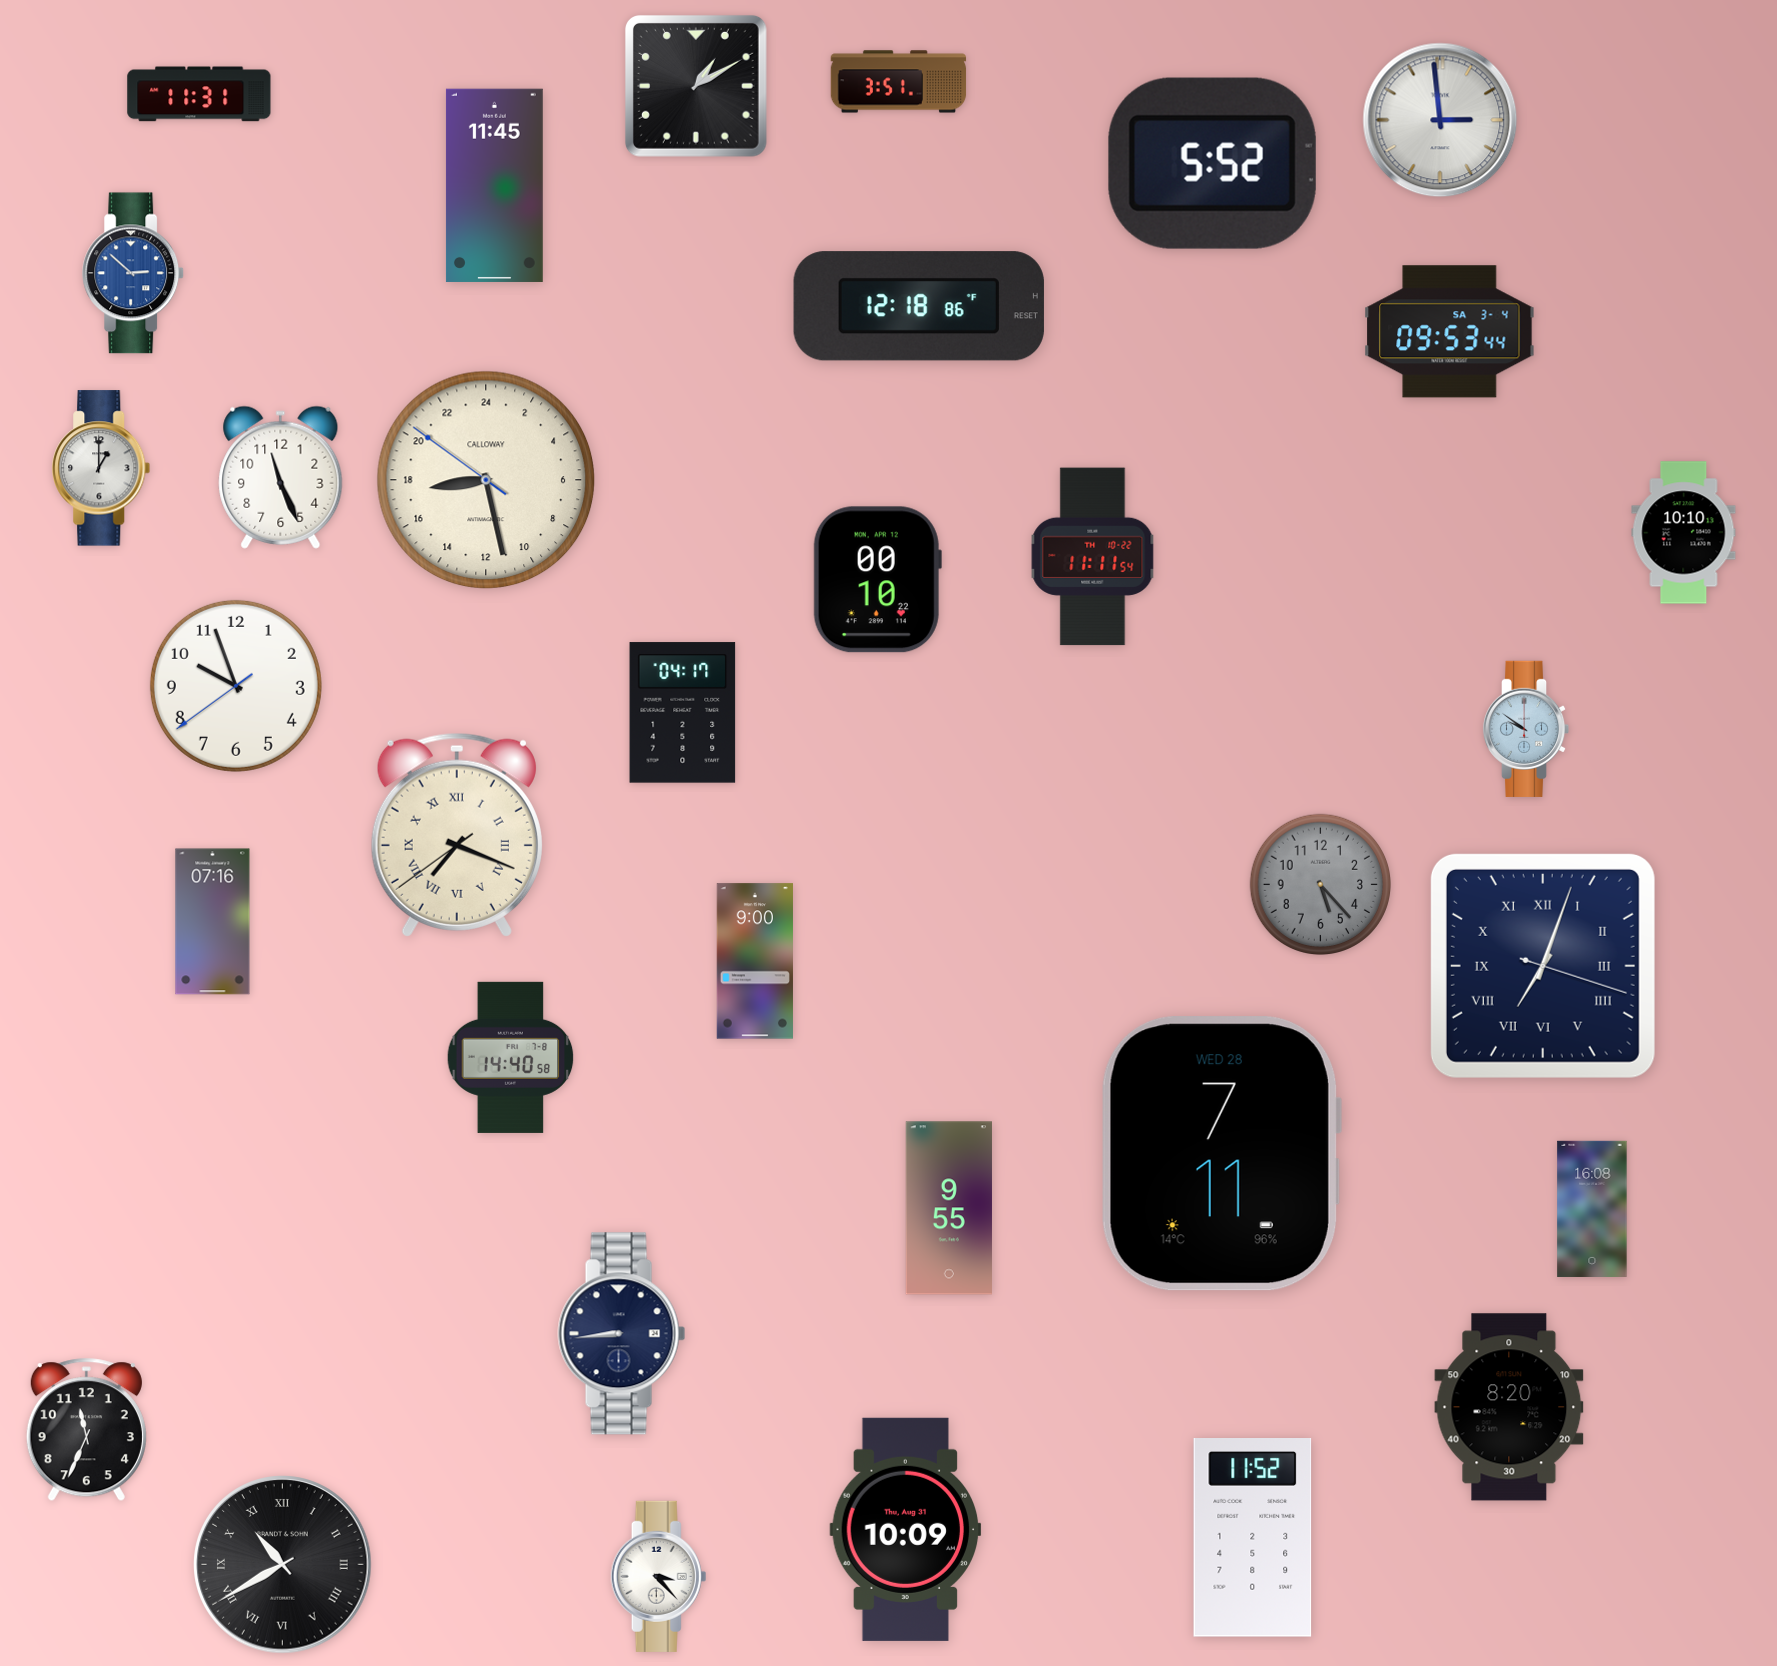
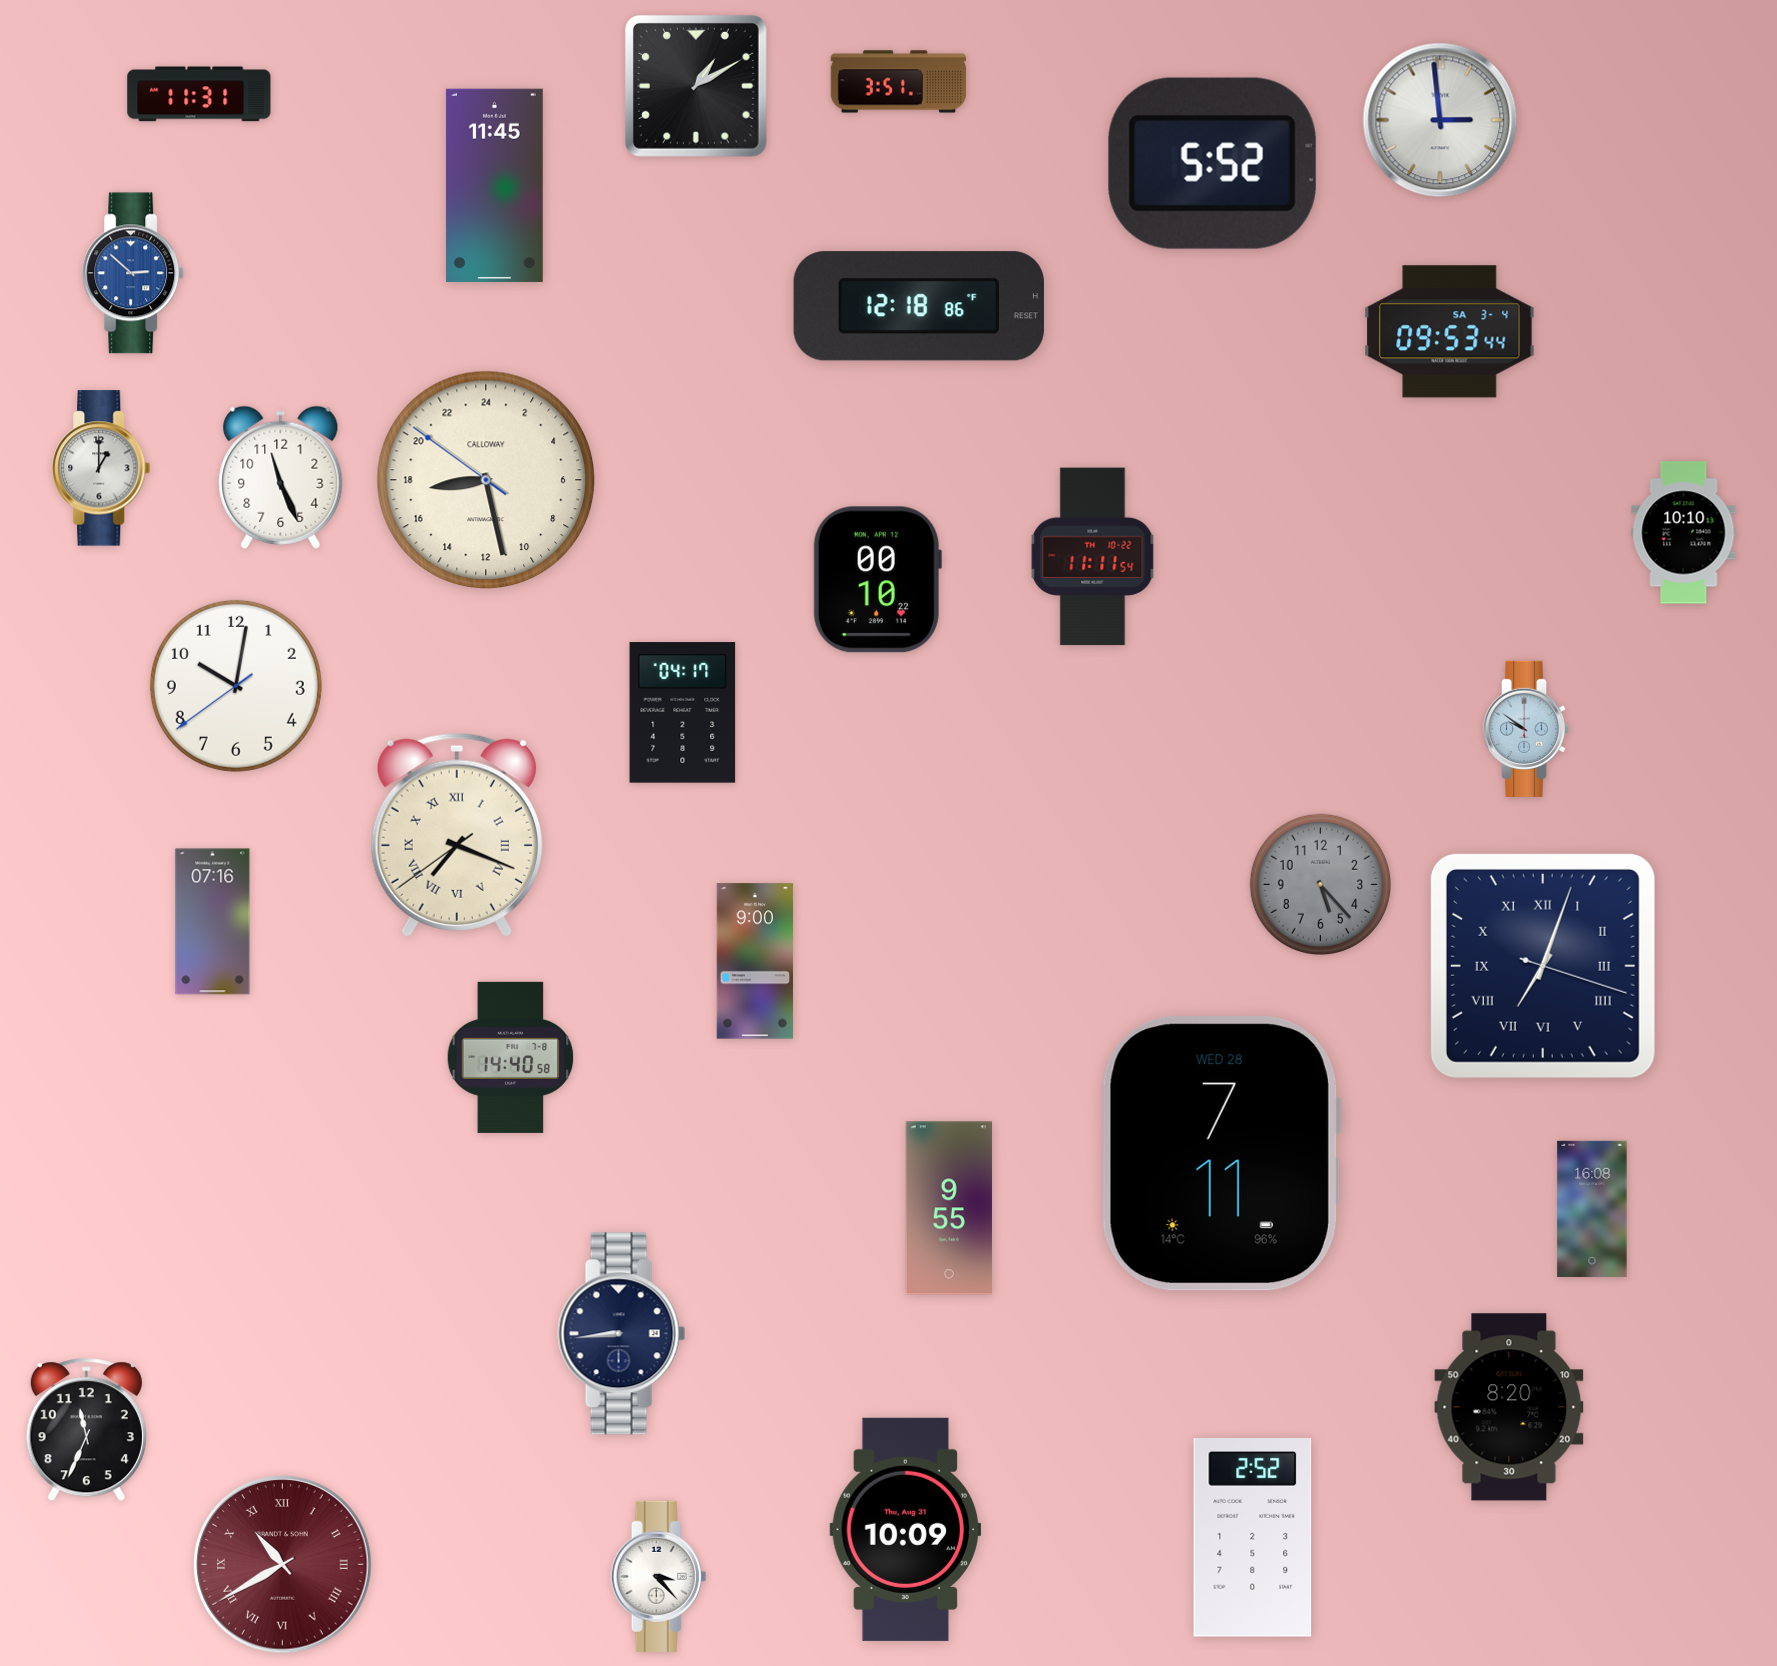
clock at (236, 686): 9:56 -> 10:01
clock at (1253, 1538): 11:52 -> 2:52
clock at (283, 1565) dial: black -> burgundy
